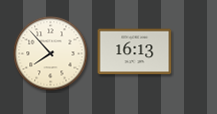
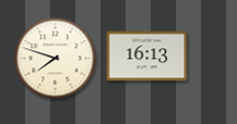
clock at (51, 54): 7:53 -> 7:48
